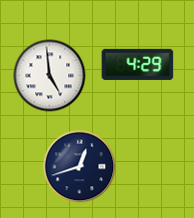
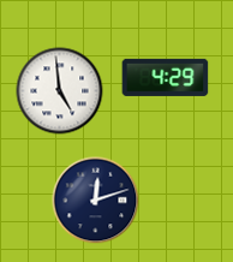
clock at (80, 167): 12:42 -> 12:12
